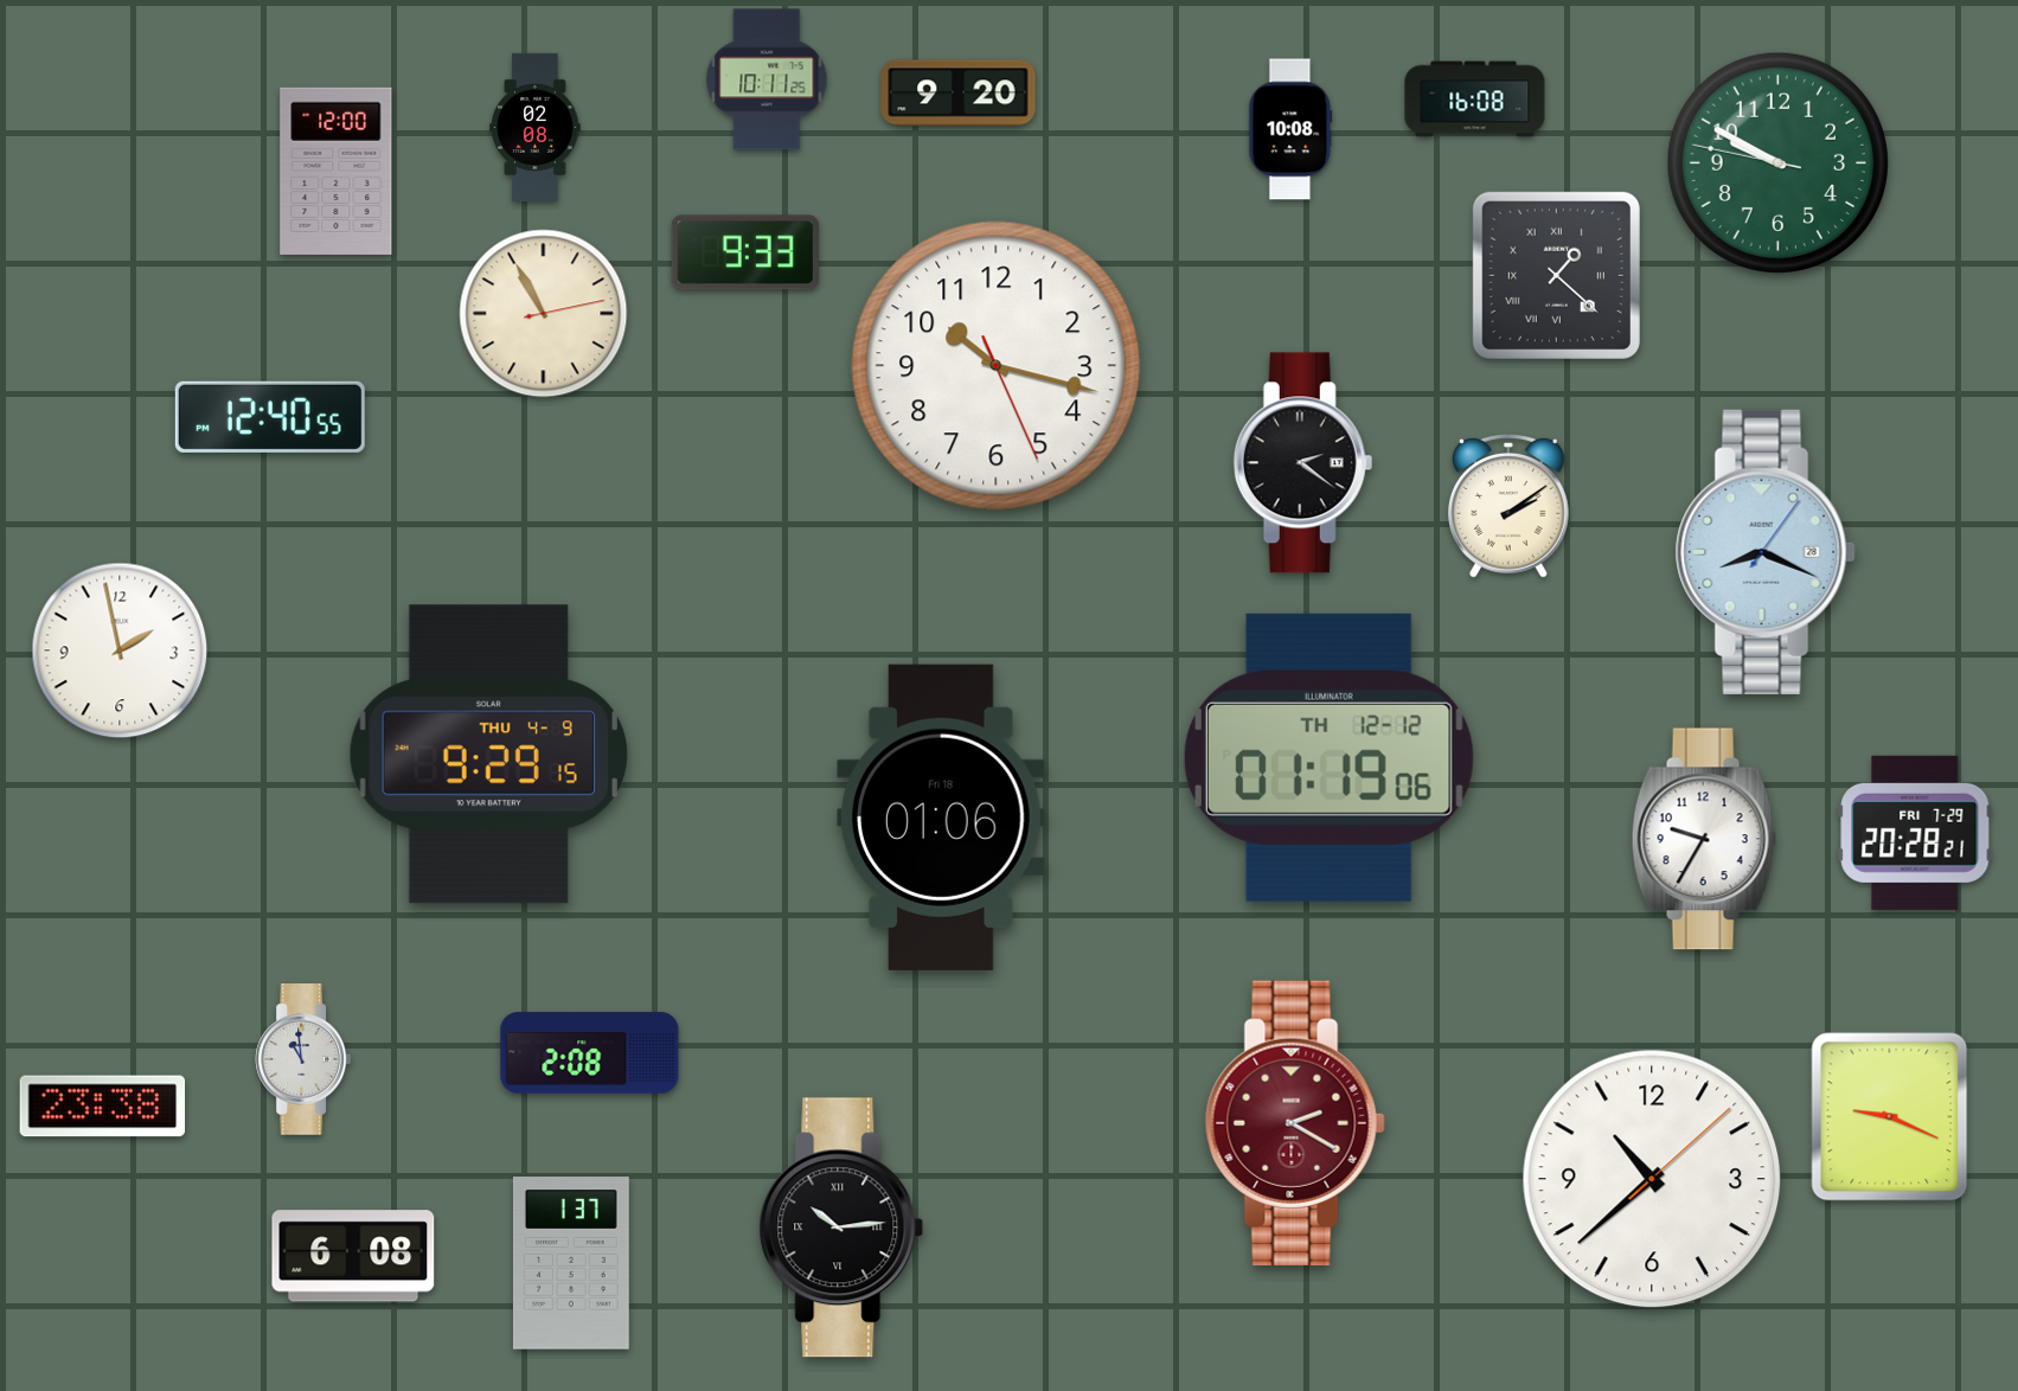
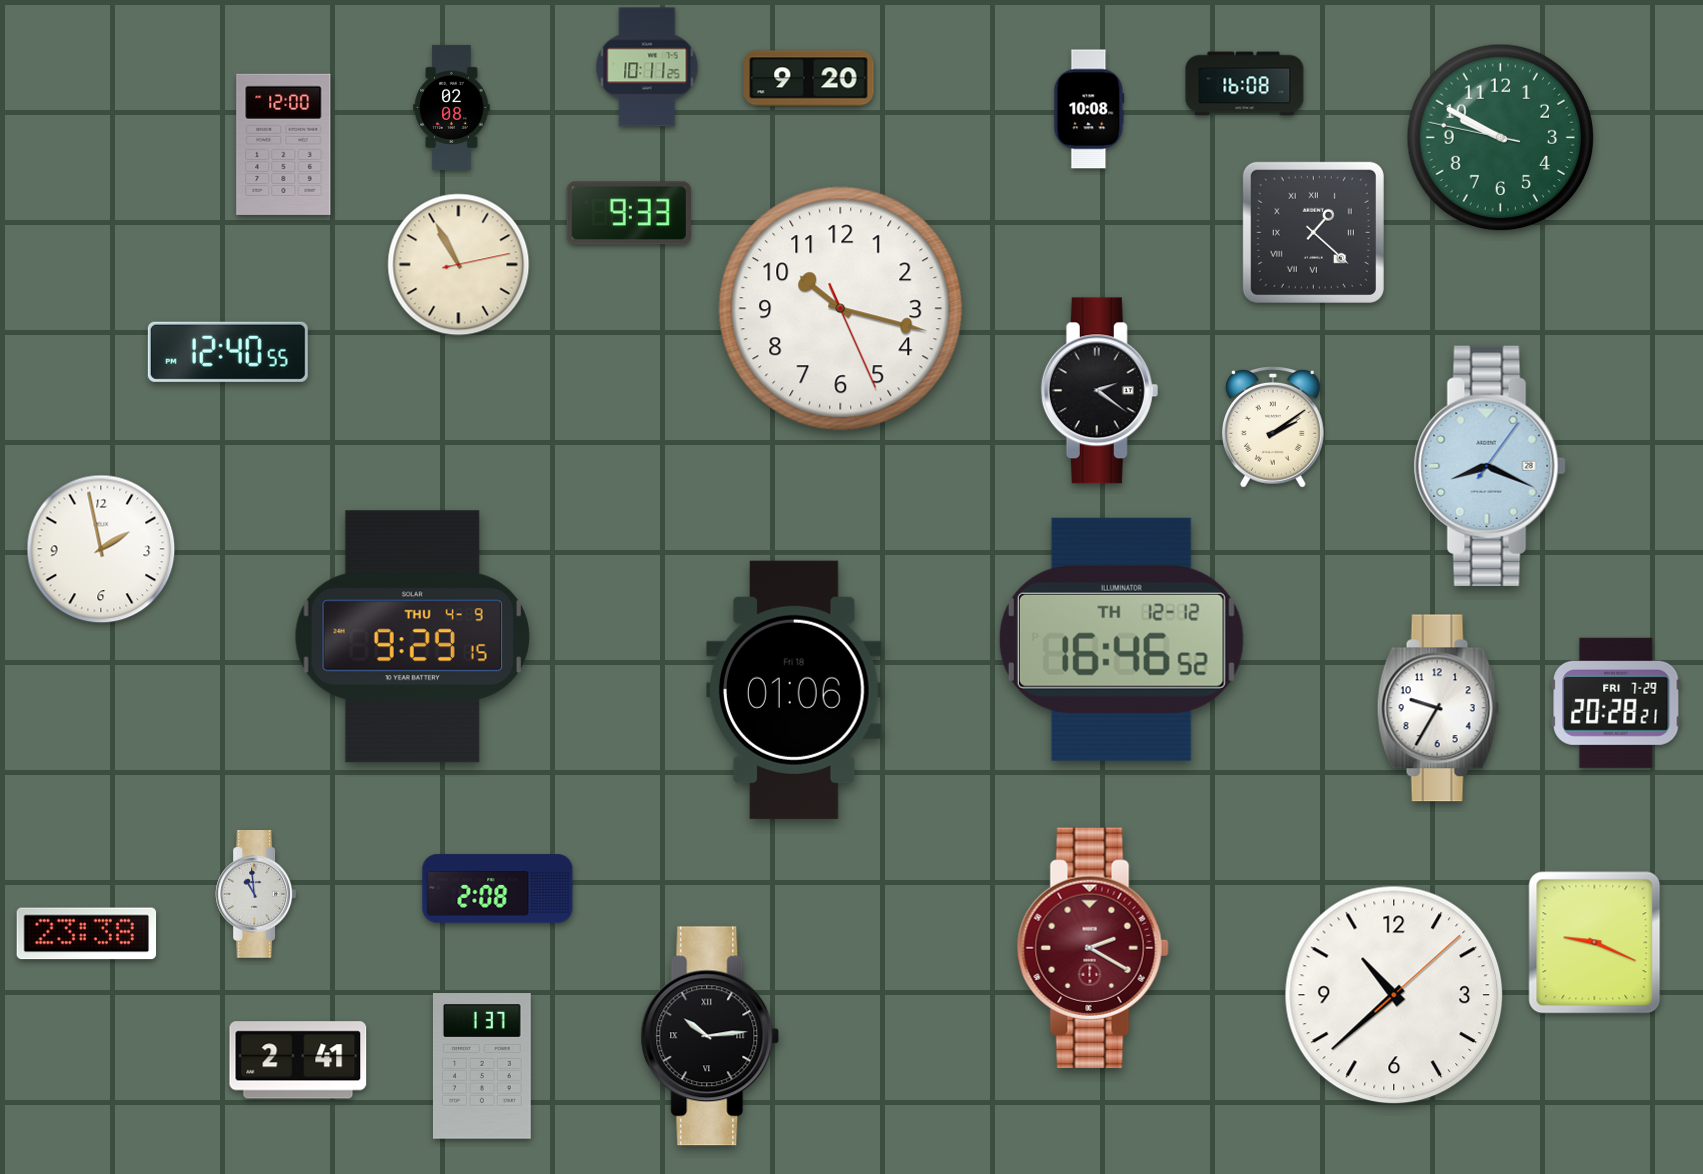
clock at (1328, 757): 01:19 -> 16:46
clock at (353, 1256): 6:08 -> 2:41
